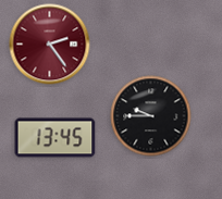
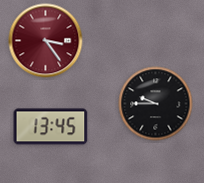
clock at (50, 45): 2:24 -> 3:24
clock at (151, 116) position: (151, 116) -> (156, 104)
